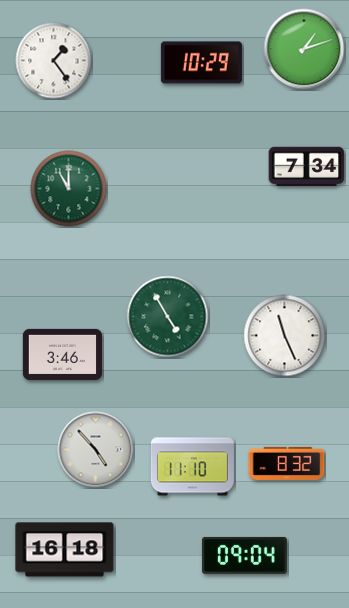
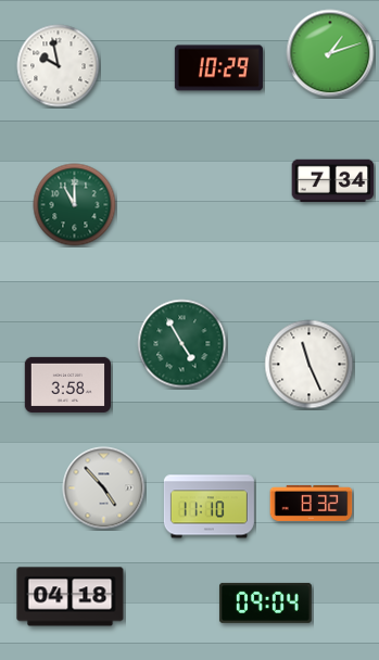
clock at (54, 61): 1:24 -> 9:58
clock at (62, 354): 3:46 -> 3:58
clock at (65, 550): 16:18 -> 04:18
